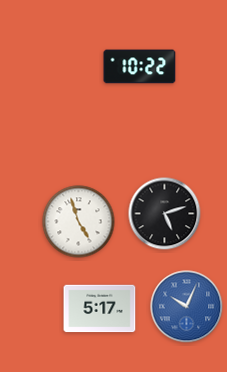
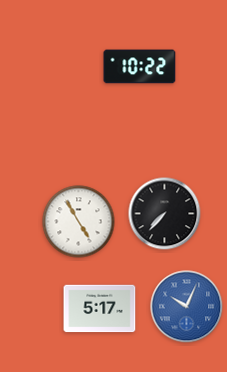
clock at (165, 214): 5:12 -> 7:37
clock at (79, 222): 4:57 -> 4:55
